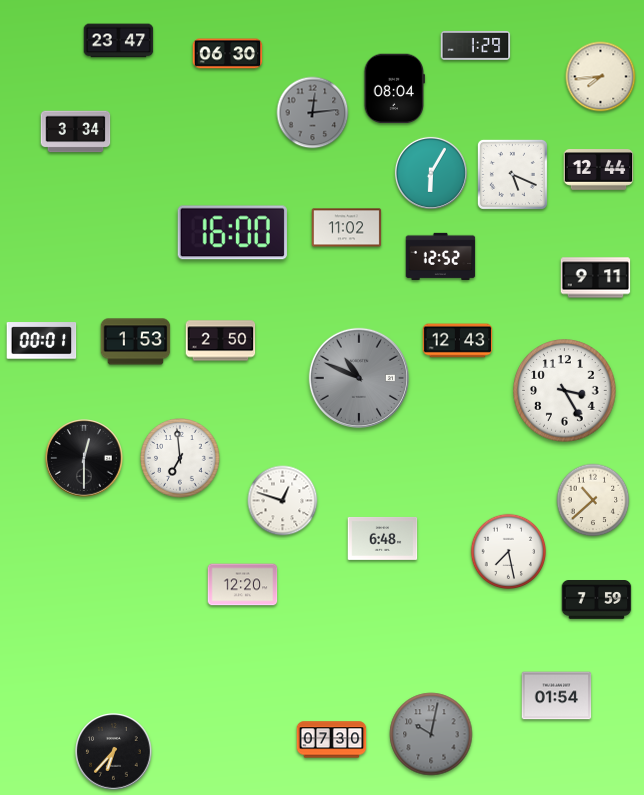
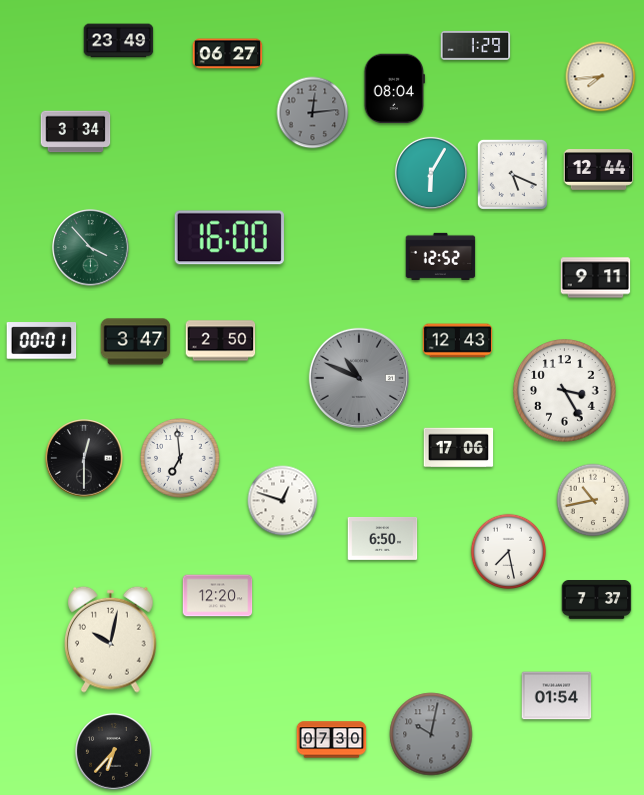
clock at (119, 41): 23:47 -> 23:49
clock at (228, 54): 06:30 -> 06:27
clock at (347, 228): 11:02 -> none
clock at (232, 233) position: (232, 233) -> (229, 238)
clock at (91, 248): none -> 3:53
clock at (136, 342): 1:53 -> 3:47
clock at (459, 448): none -> 17:06
clock at (593, 500): 10:38 -> 10:43
clock at (383, 539): 6:48 -> 6:50
clock at (243, 585) position: (243, 585) -> (218, 596)
clock at (597, 600): 7:59 -> 7:37
clock at (111, 639): none -> 10:02
